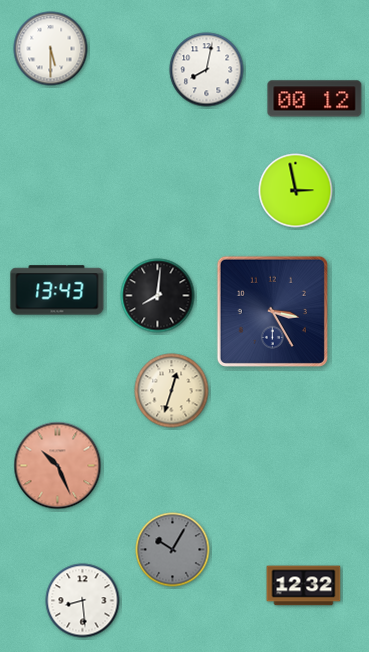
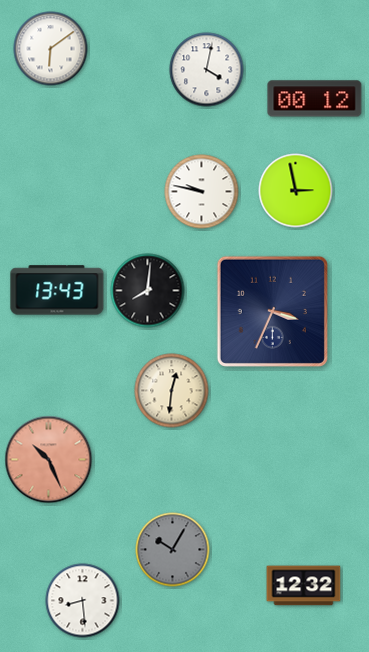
clock at (51, 49): 5:30 -> 6:09
clock at (207, 70): 8:02 -> 4:02
clock at (202, 192): none -> 9:47
clock at (158, 296) position: (158, 296) -> (148, 291)
clock at (272, 311): 3:25 -> 3:34
clock at (172, 391): 12:33 -> 12:31
clock at (58, 466) position: (58, 466) -> (49, 460)
